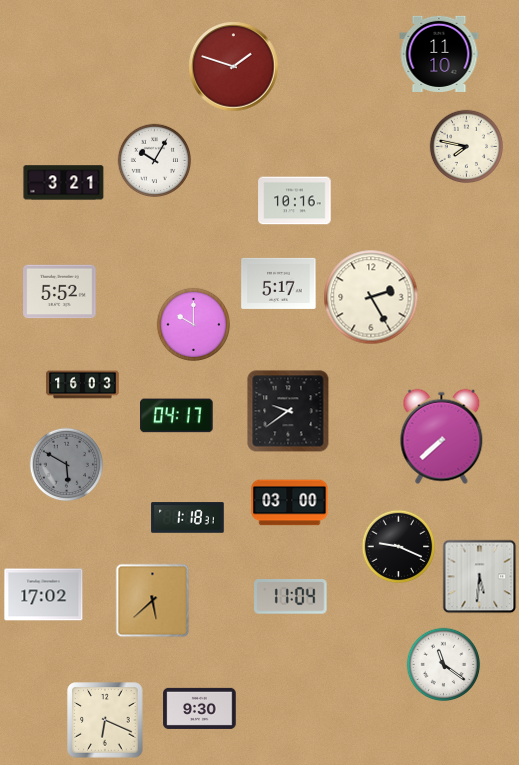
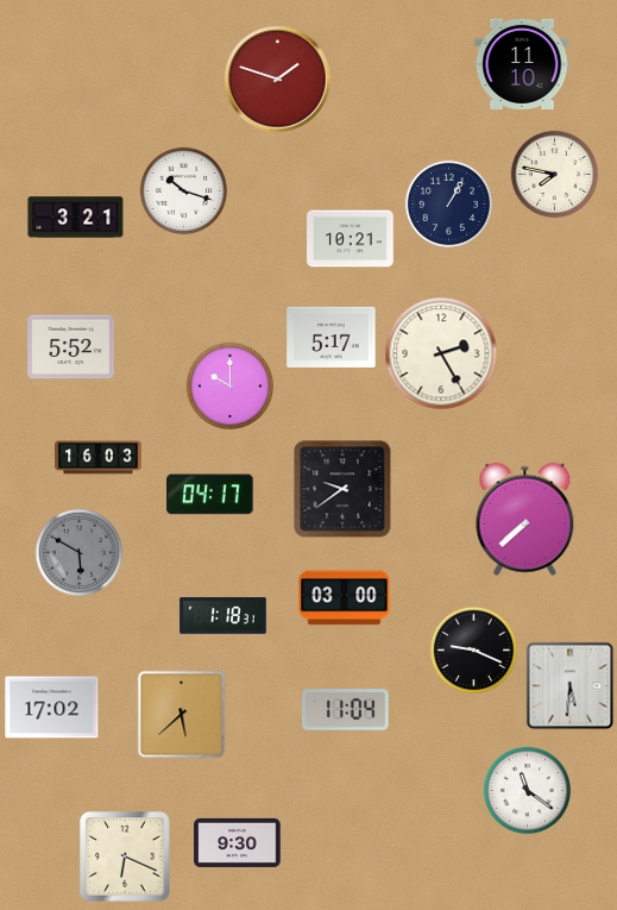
clock at (155, 161): 10:05 -> 10:18
clock at (449, 205): none -> 1:05
clock at (295, 201): 10:16 -> 10:21
